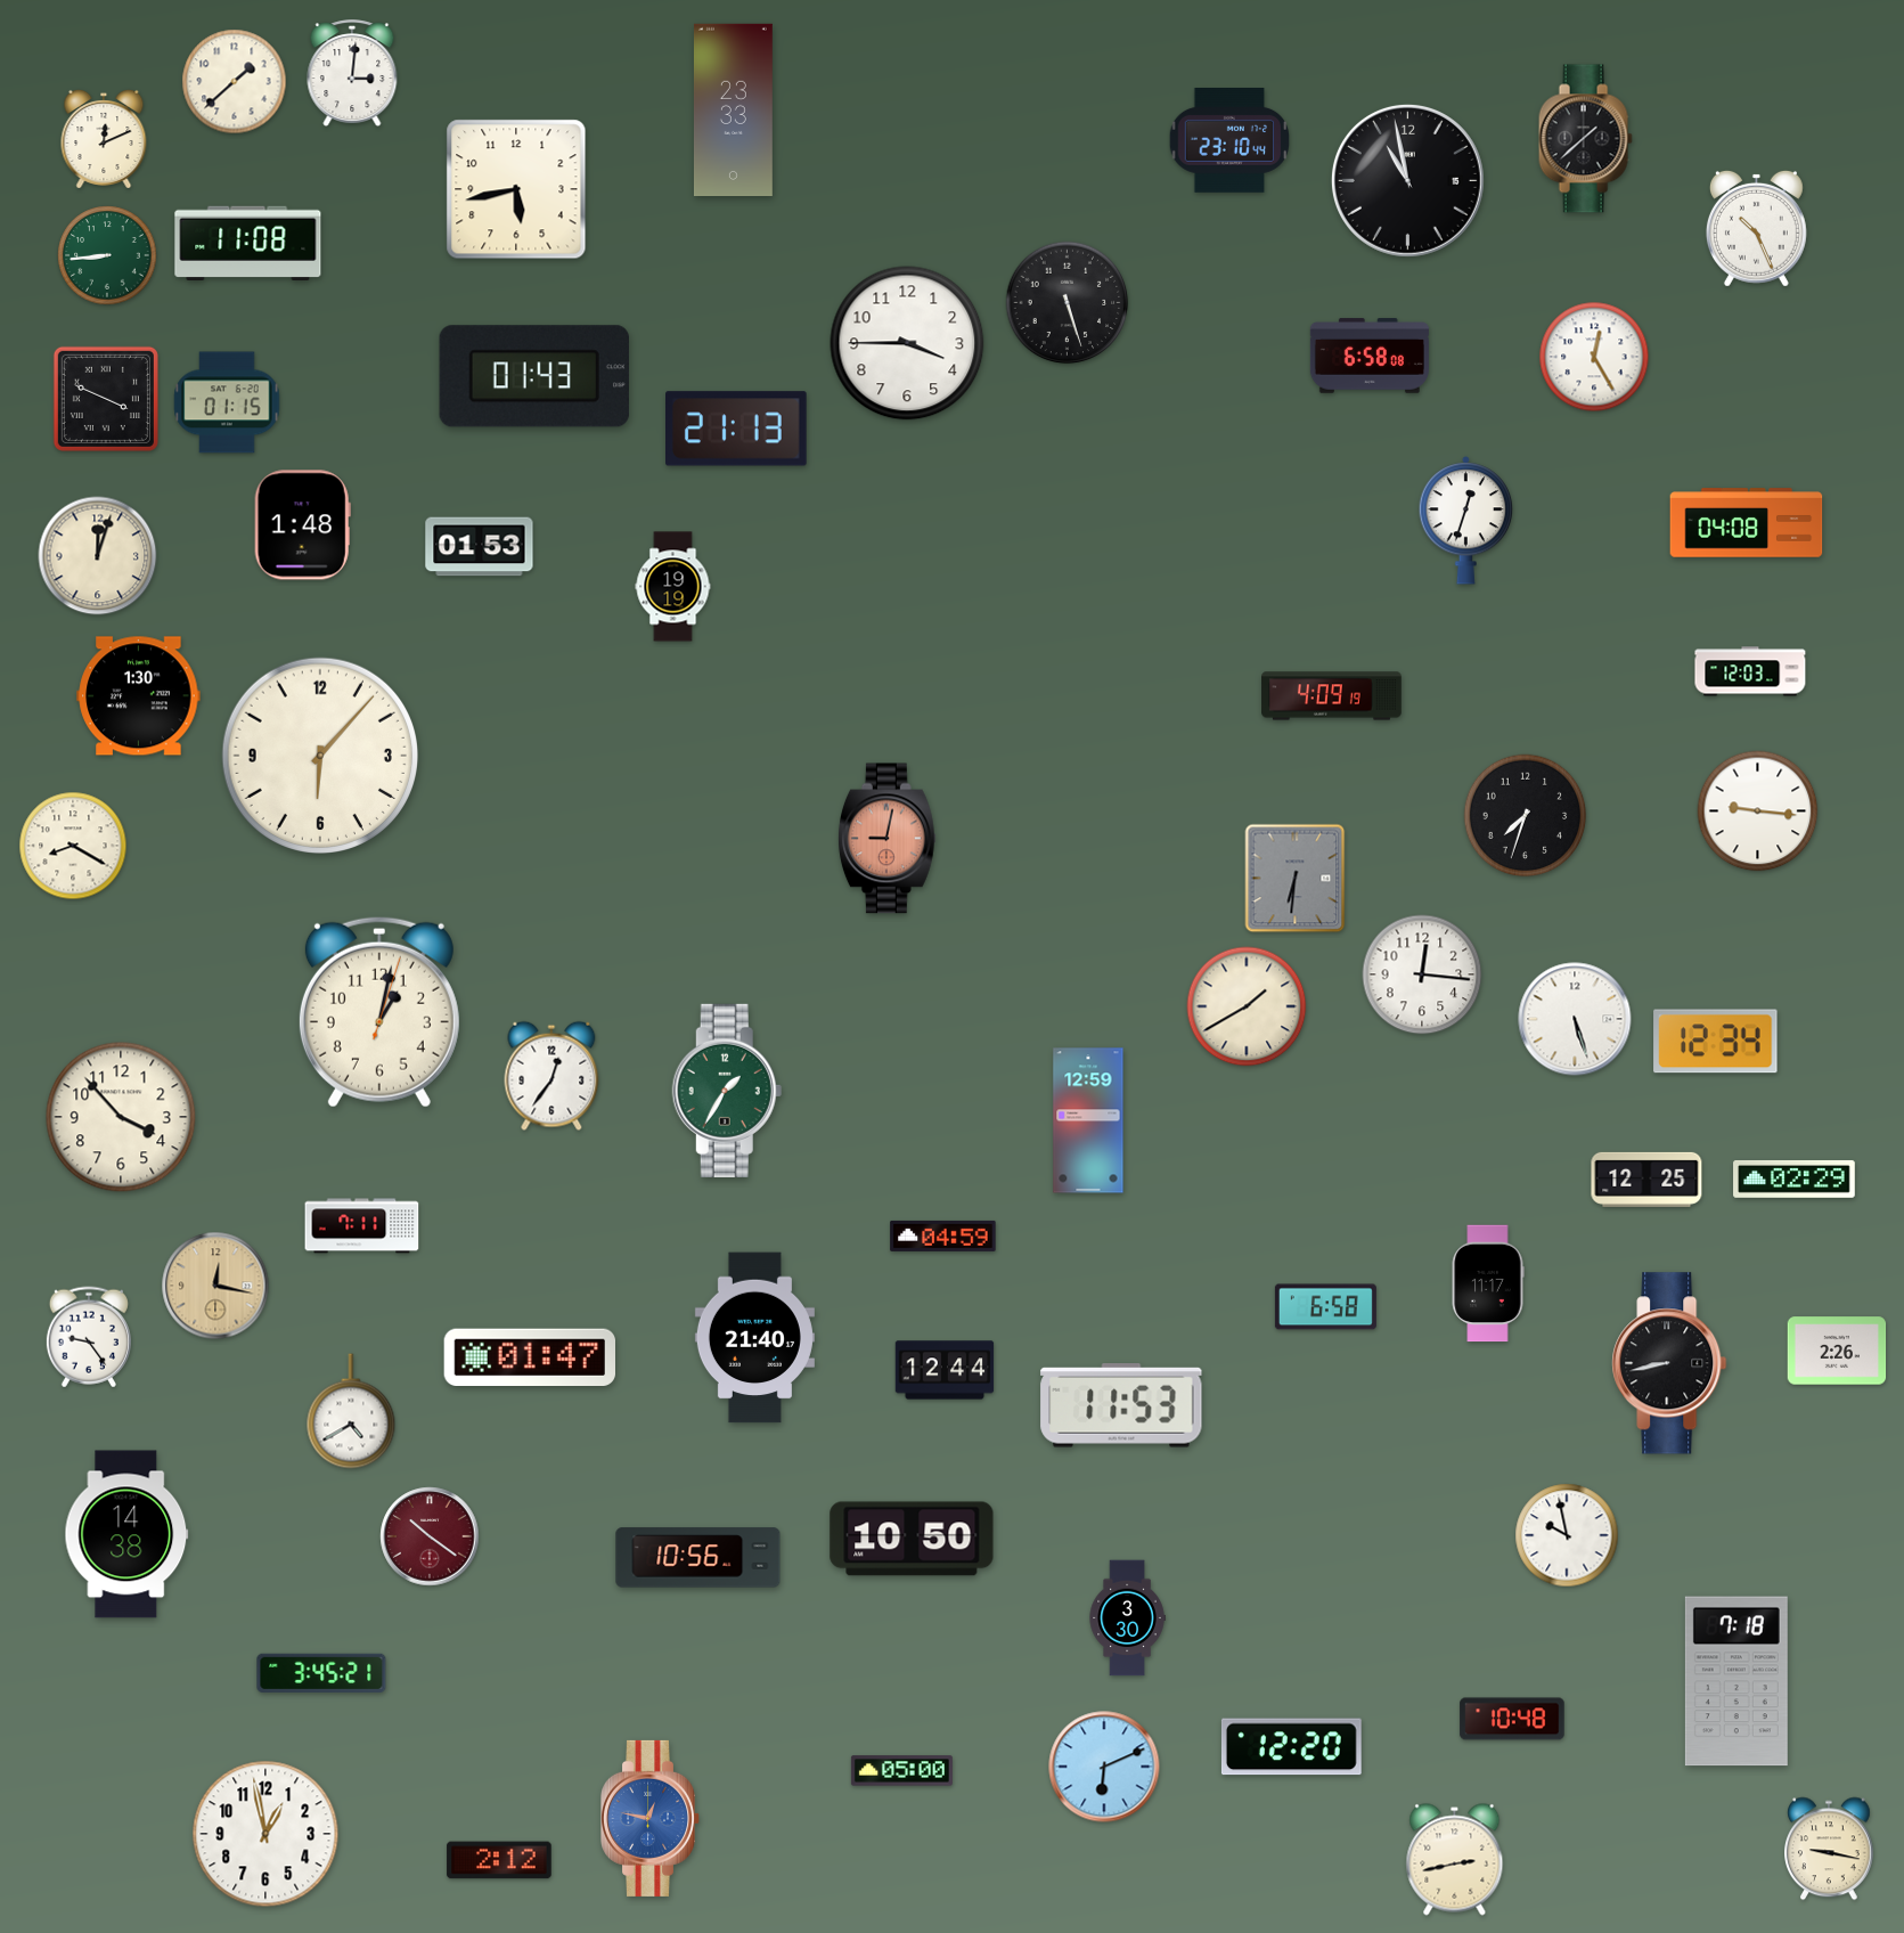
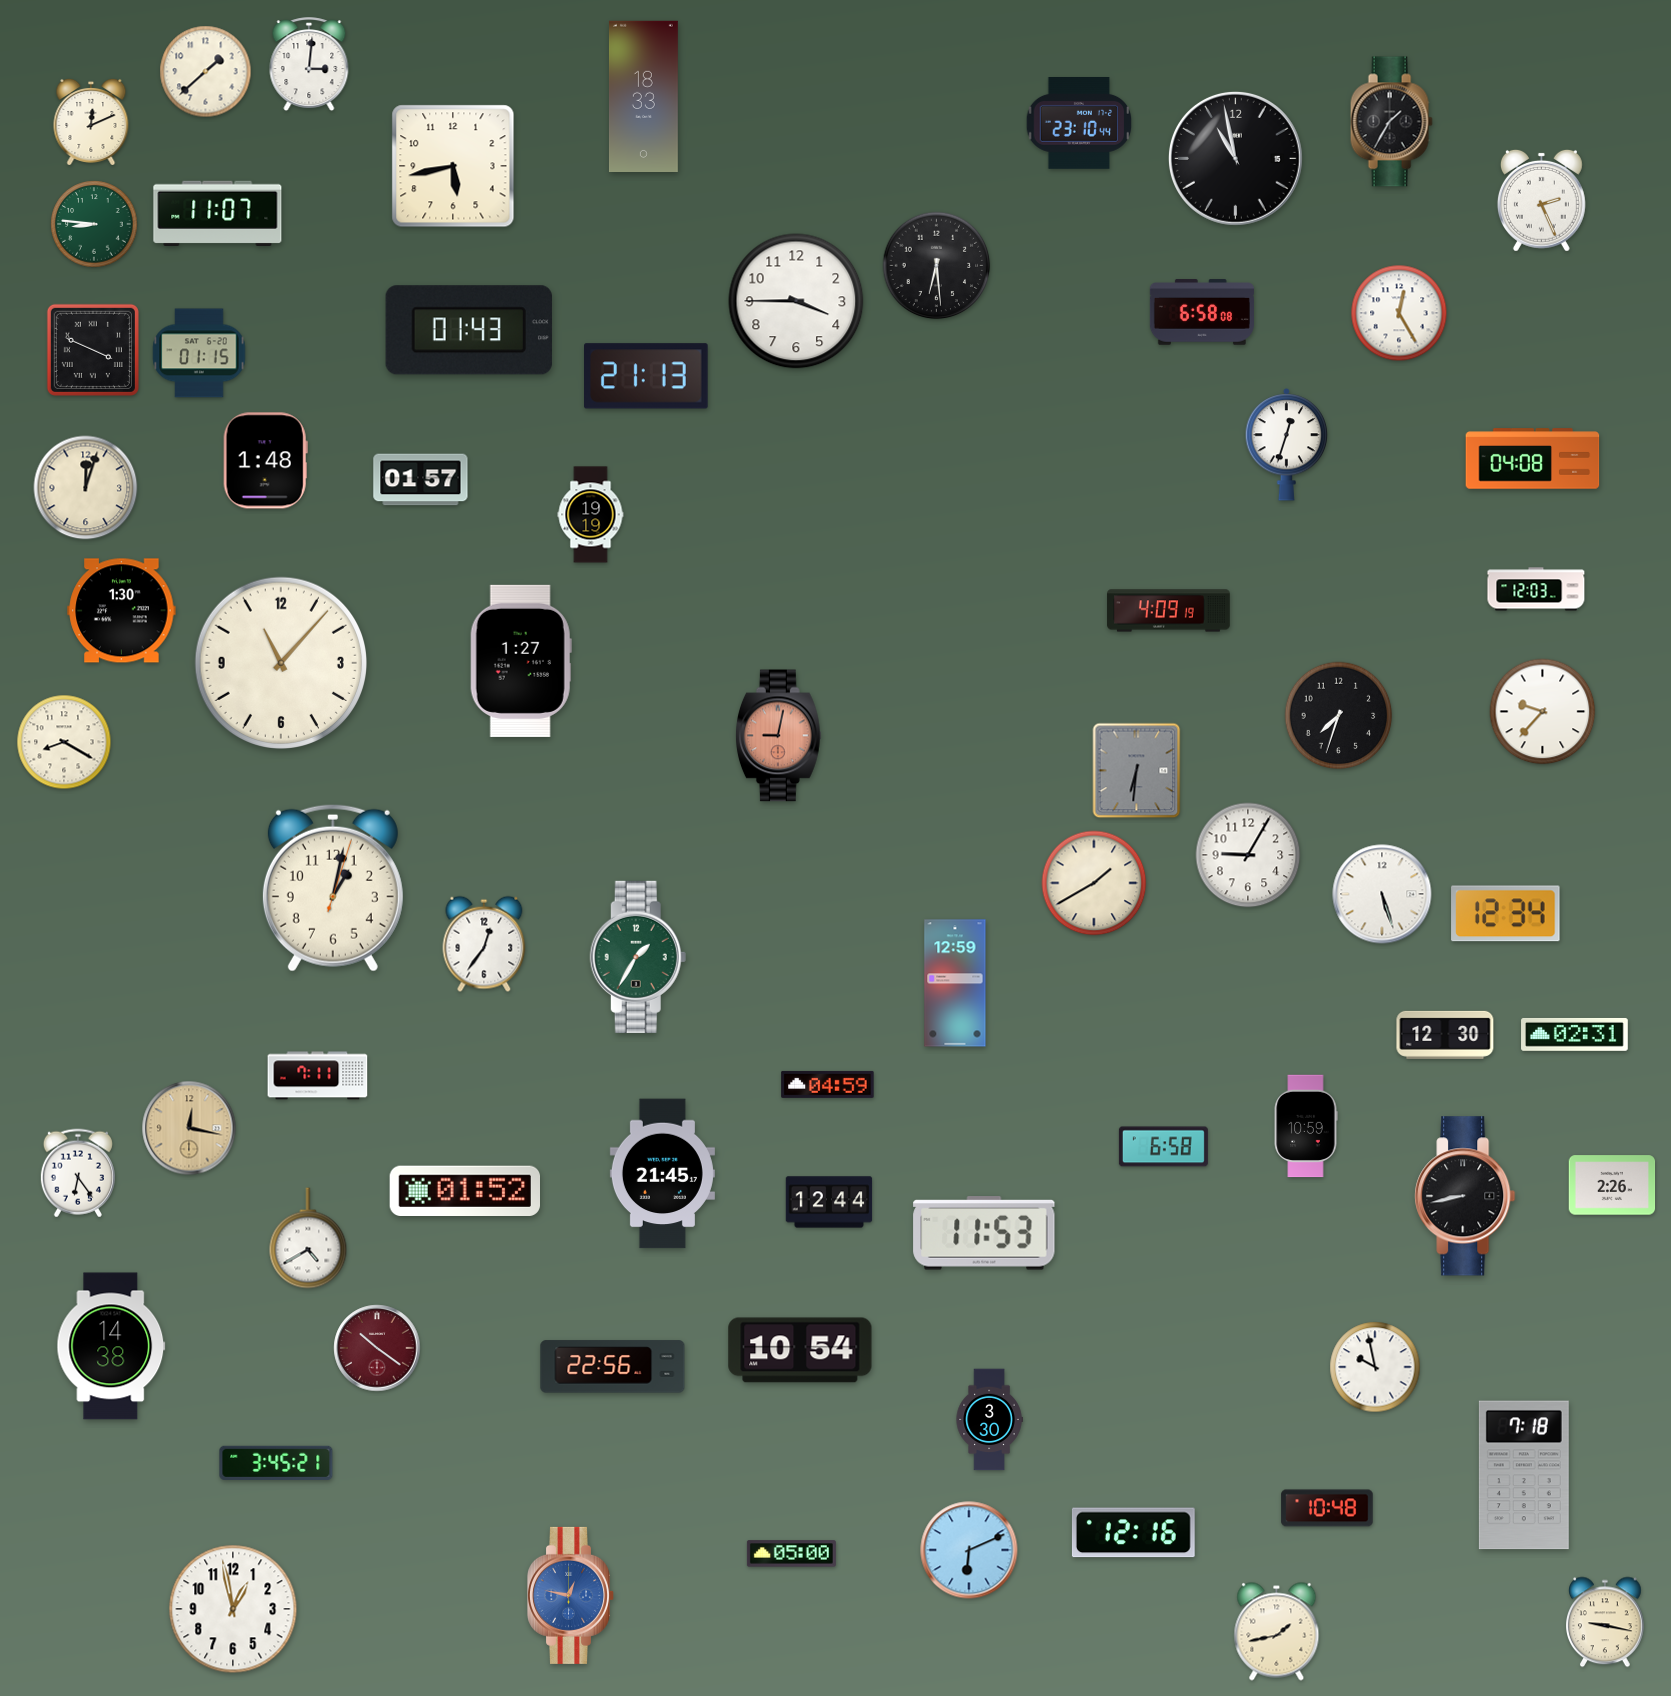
clock at (733, 109): 23:33 -> 18:33
clock at (1585, 139): 1:38 -> 1:35
clock at (1756, 228): 10:26 -> 2:26
clock at (248, 243): 11:08 -> 11:07
clock at (107, 255): 8:44 -> 8:46
clock at (1068, 303): 5:27 -> 6:29
clock at (1466, 521) position: (1466, 521) -> (1287, 445)
clock at (480, 547): 01:53 -> 01:57
clock at (521, 661): none -> 1:27
clock at (319, 755): 6:07 -> 11:07
clock at (1758, 811): 9:16 -> 9:37
clock at (1422, 974): 12:16 -> 9:05
clock at (121, 1117): 3:53 -> none
clock at (1795, 1178): 02:29 -> 02:31
clock at (1646, 1180): 12:25 -> 12:30
clock at (1488, 1283): 11:17 -> 10:59
clock at (89, 1337): 9:24 -> 6:24
clock at (754, 1338): 21:40 -> 21:45
clock at (529, 1356): 01:47 -> 01:52
clock at (1567, 1535) position: (1567, 1535) -> (1375, 1367)
clock at (912, 1539): 10:50 -> 10:54
clock at (698, 1558): 10:56 -> 22:56
clock at (321, 1673) position: (321, 1673) -> (276, 1463)
clock at (1291, 1747): 12:20 -> 12:16
clock at (499, 1860): 2:12 -> none
clock at (1455, 1860): 2:43 -> 1:43
